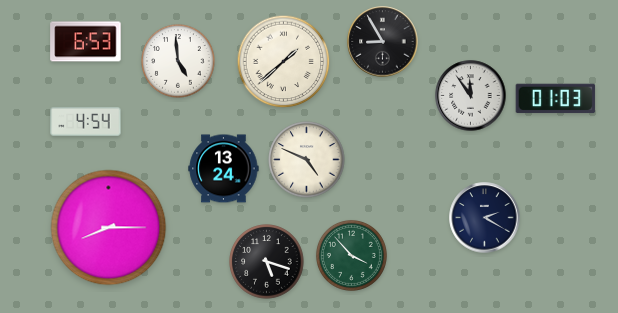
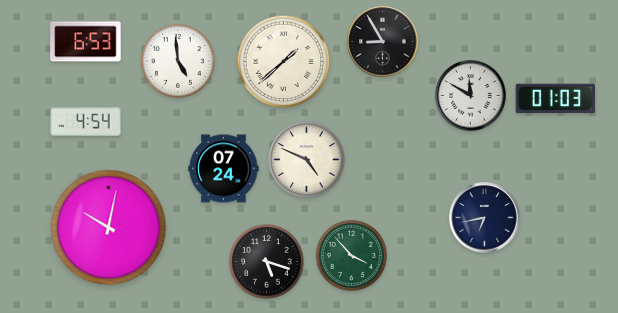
clock at (471, 96): 11:54 -> 11:50
clock at (224, 169): 13:24 -> 07:24
clock at (485, 218): 2:20 -> 6:43
clock at (109, 228): 8:15 -> 10:02
